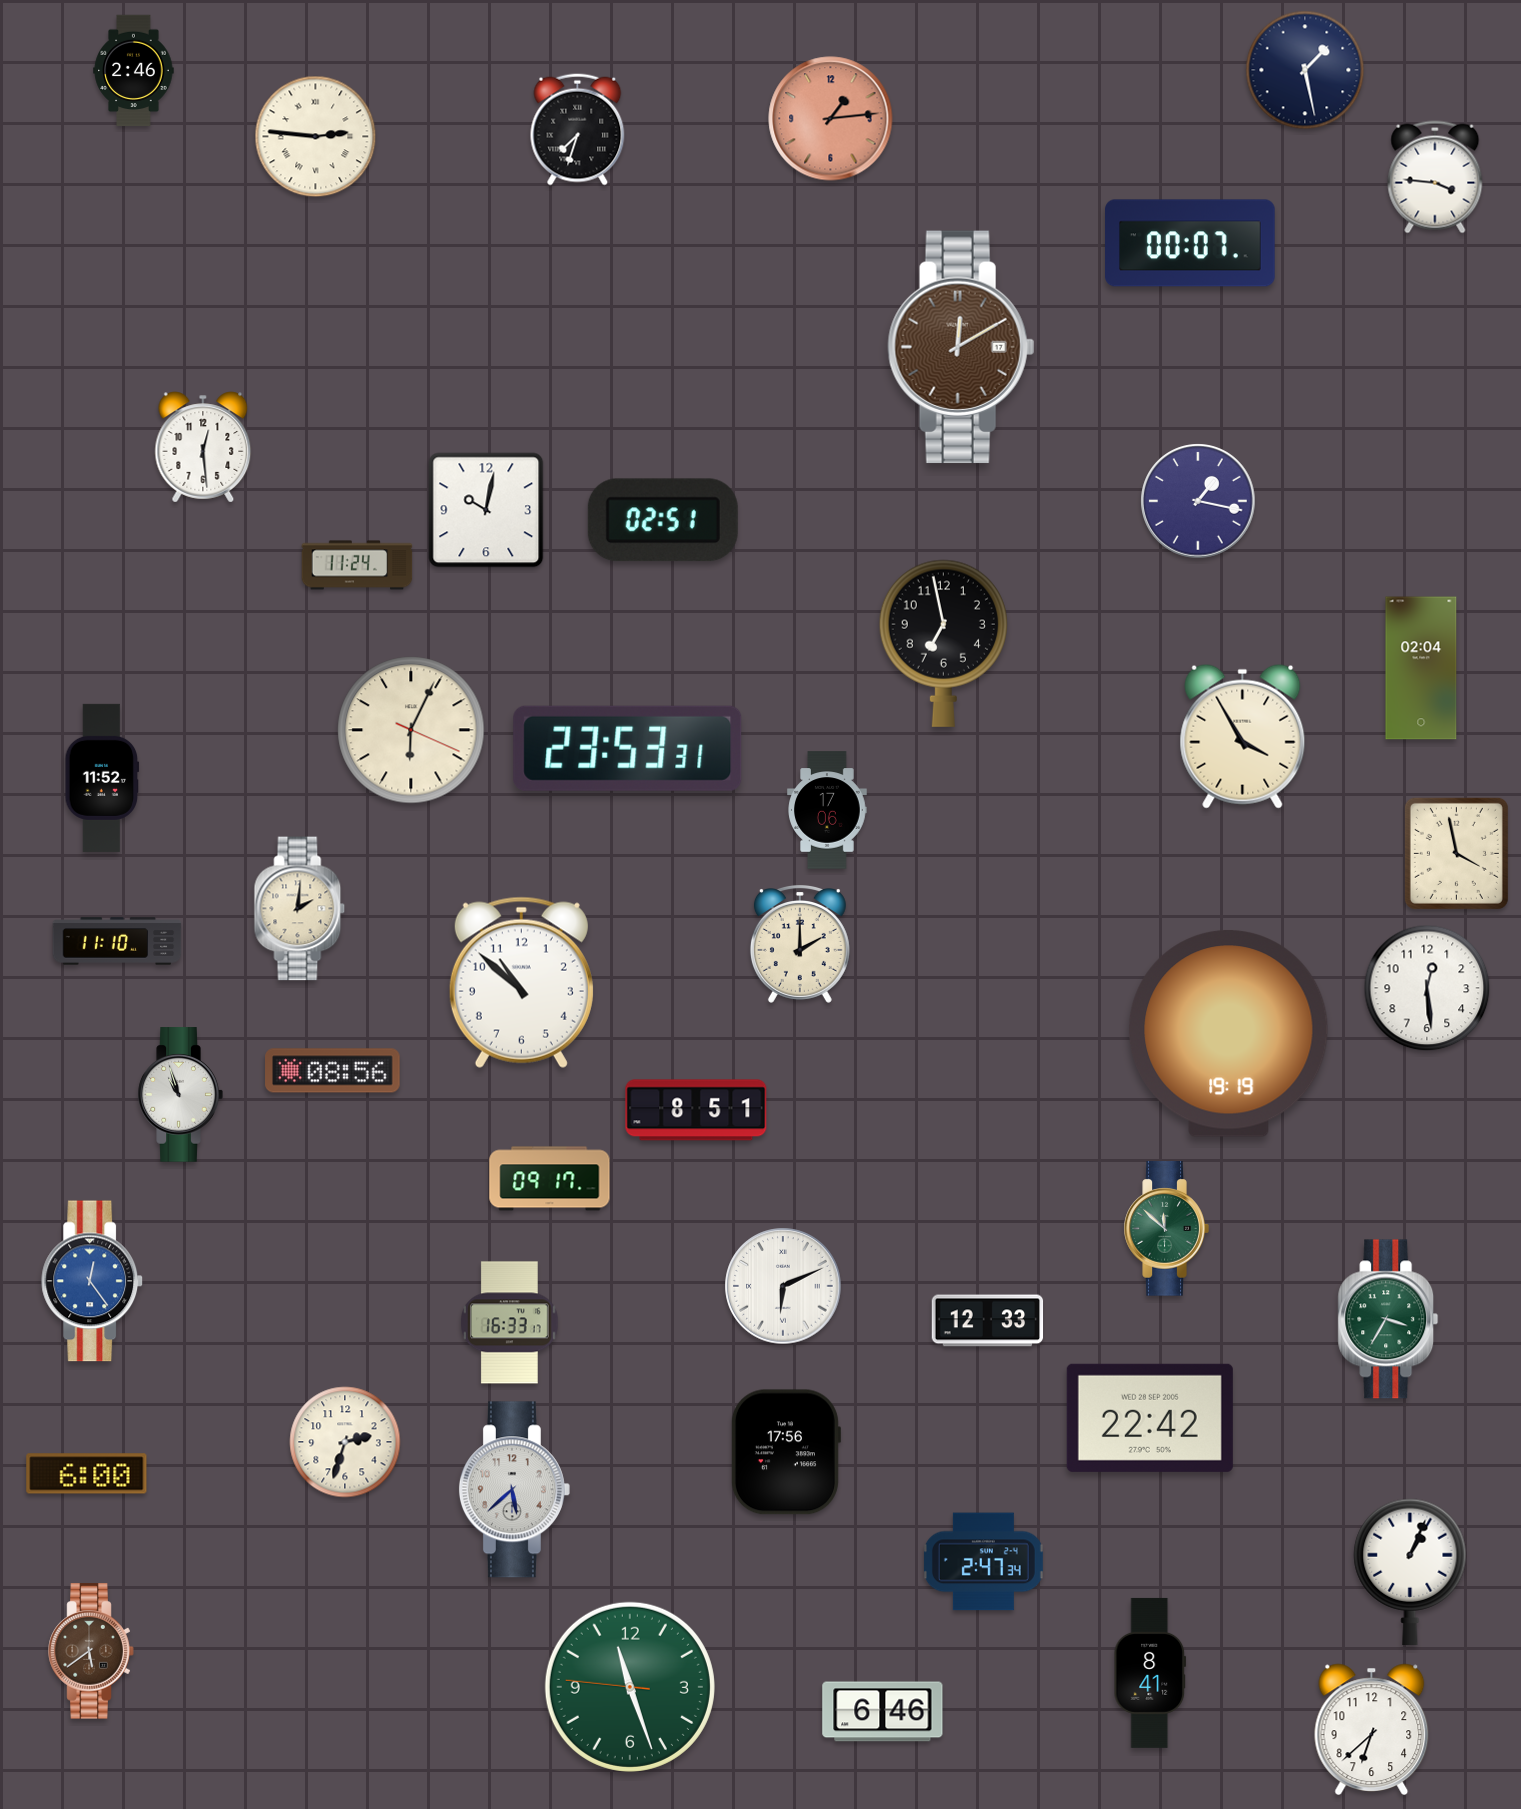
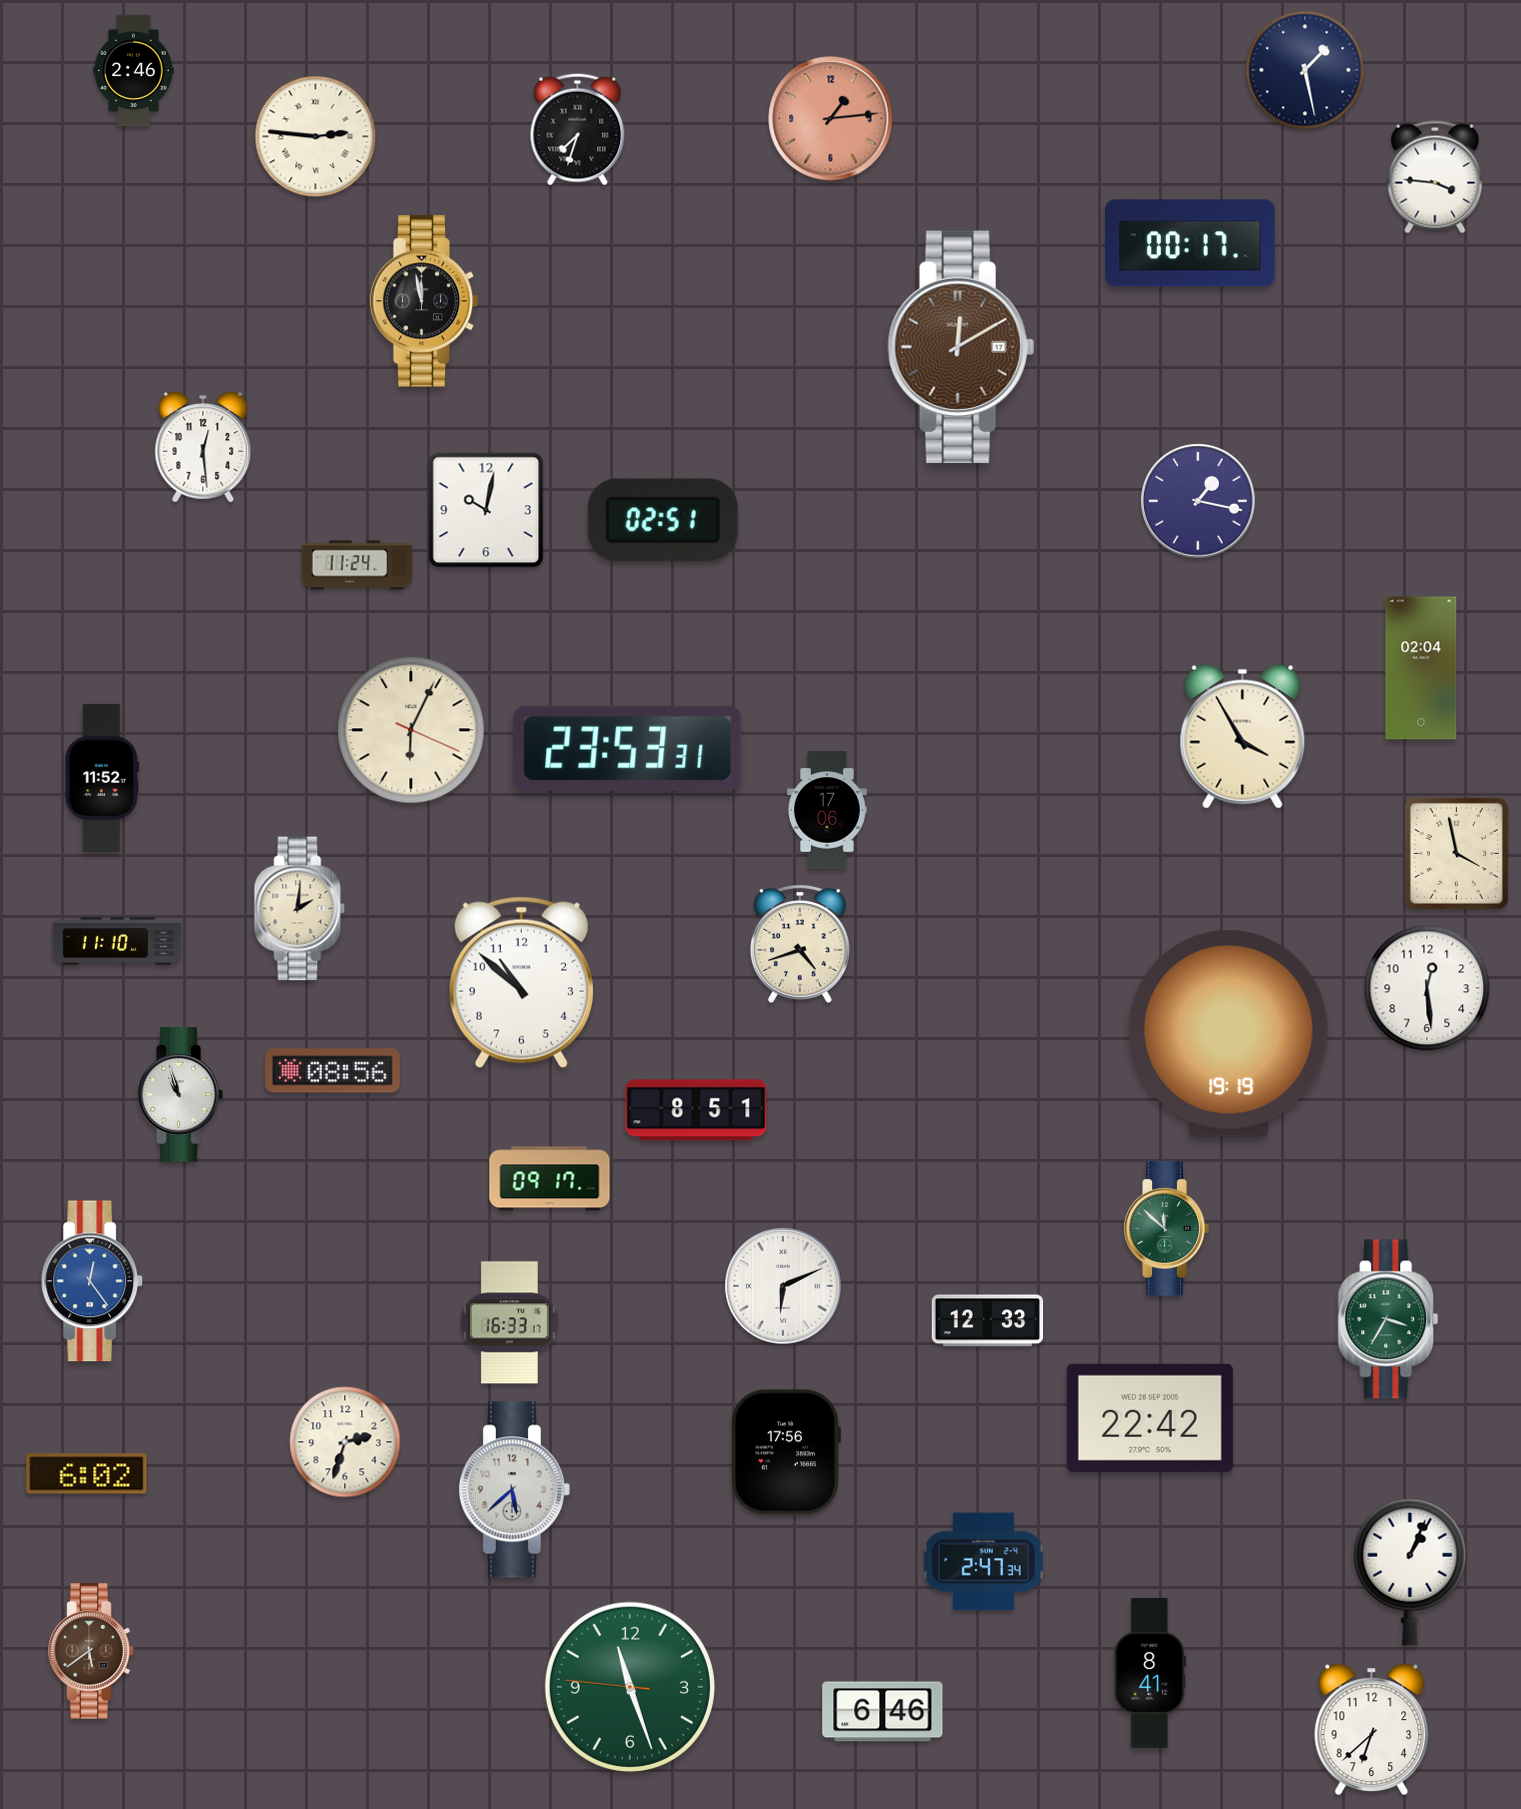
clock at (1190, 243): 00:07 -> 00:17
clock at (424, 301): none -> 11:58
clock at (943, 643): 6:58 -> none
clock at (800, 945): 2:00 -> 4:42
clock at (87, 1474): 6:00 -> 6:02
